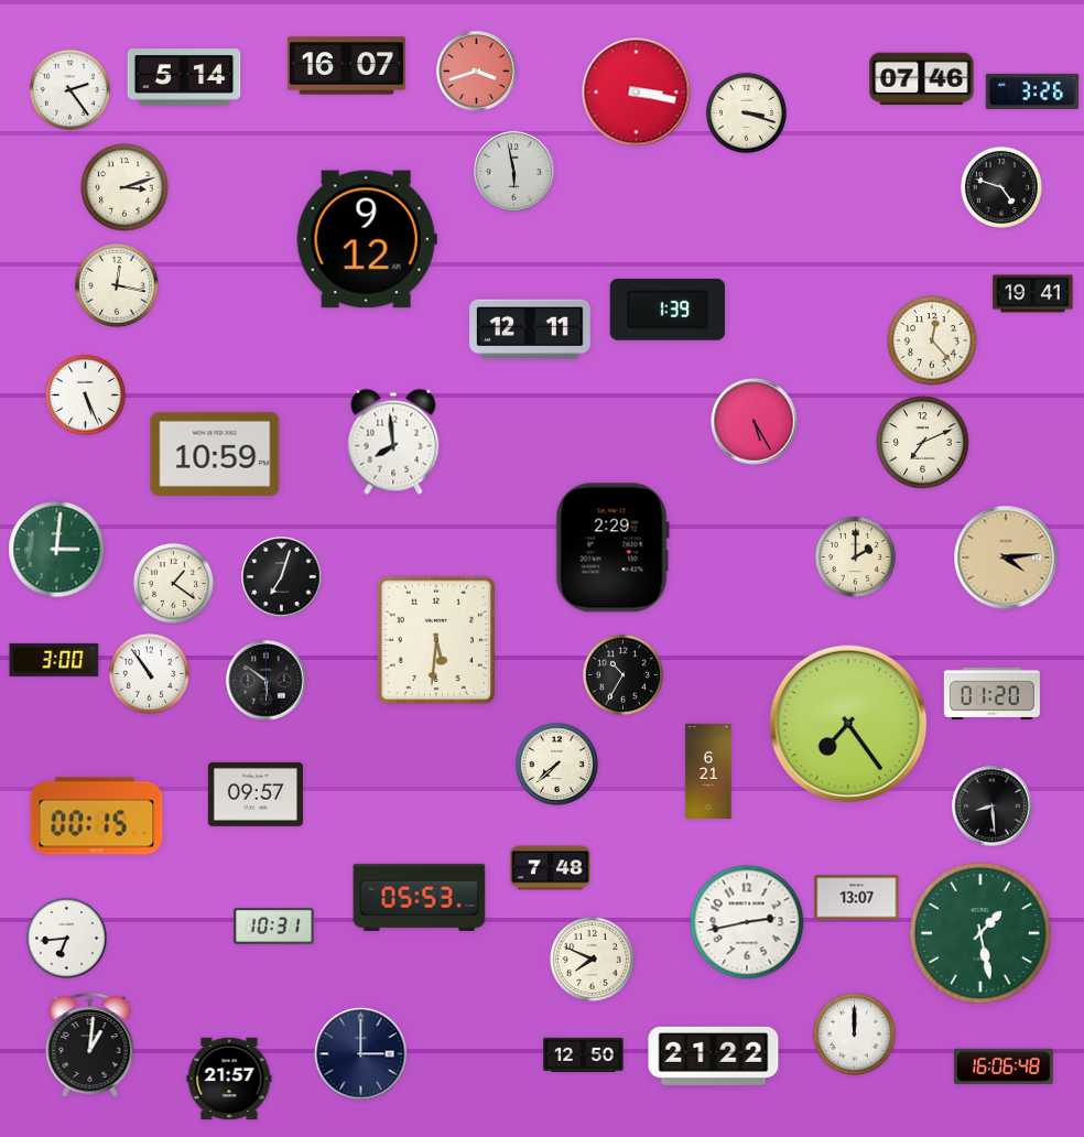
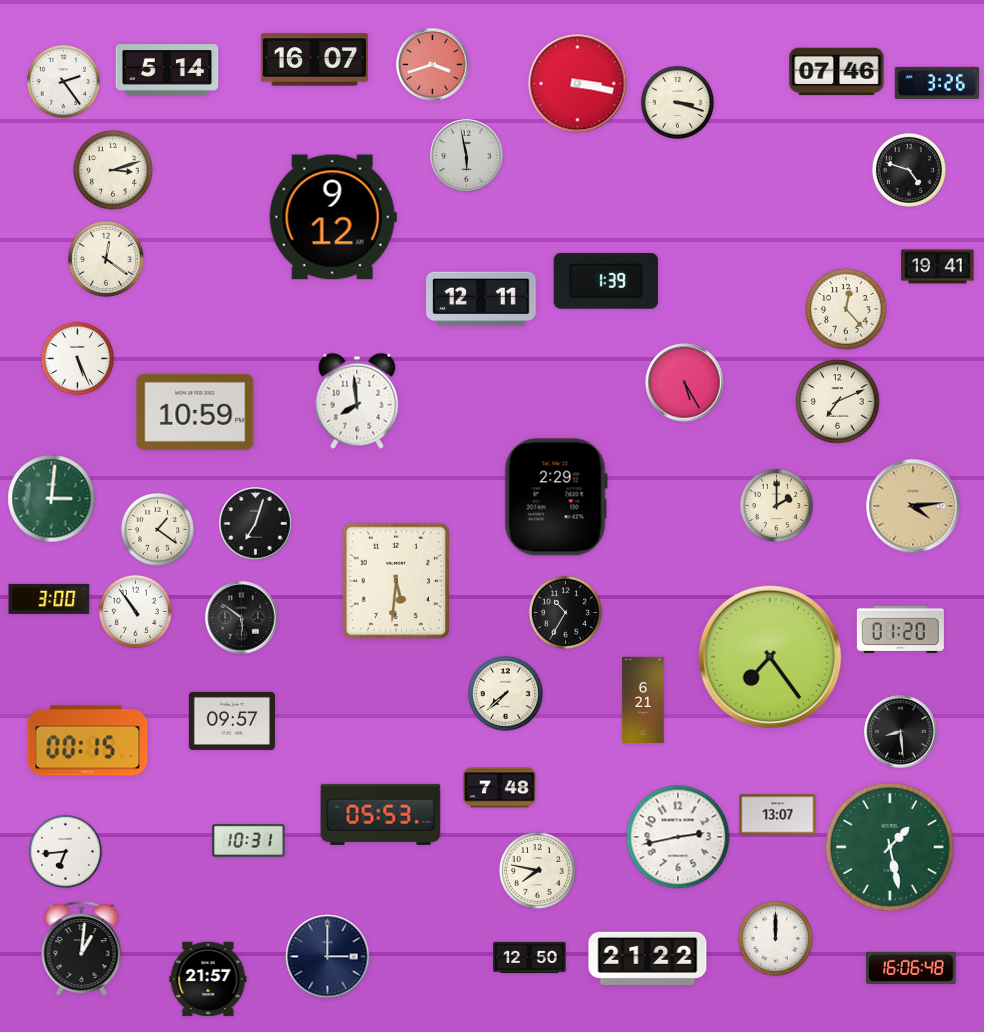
clock at (117, 285): 12:17 -> 12:21
clock at (66, 938) position: (66, 938) -> (65, 851)
clock at (592, 959): 7:49 -> 7:47
